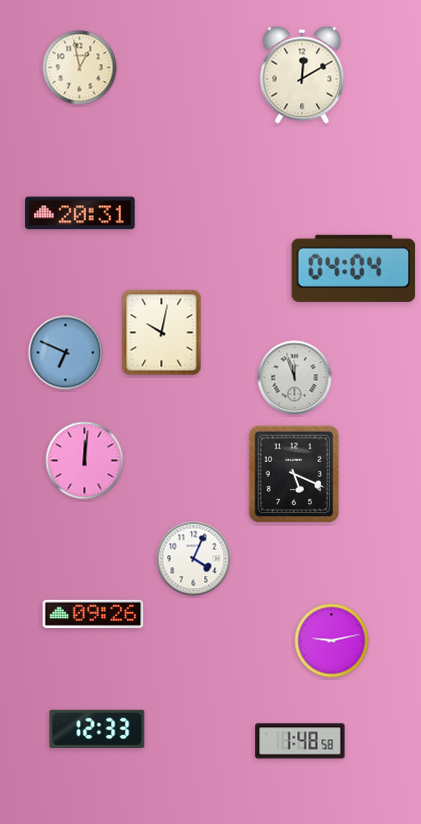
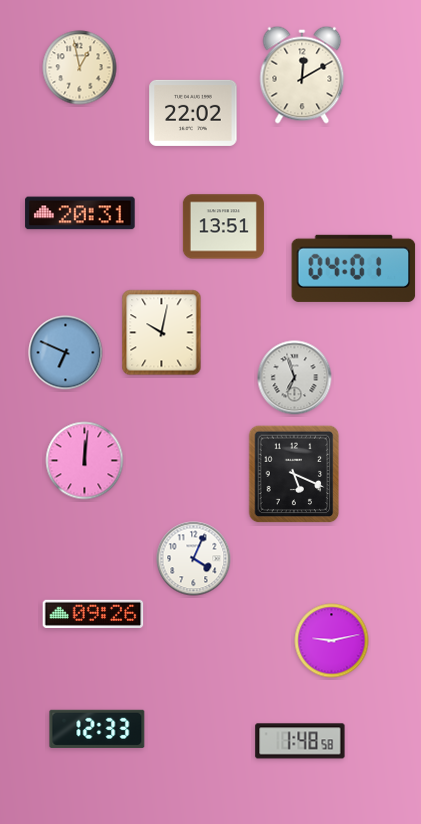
clock at (193, 113): none -> 22:02
clock at (223, 227): none -> 13:51
clock at (354, 268): 04:04 -> 04:01
clock at (295, 378): 11:57 -> 6:57
